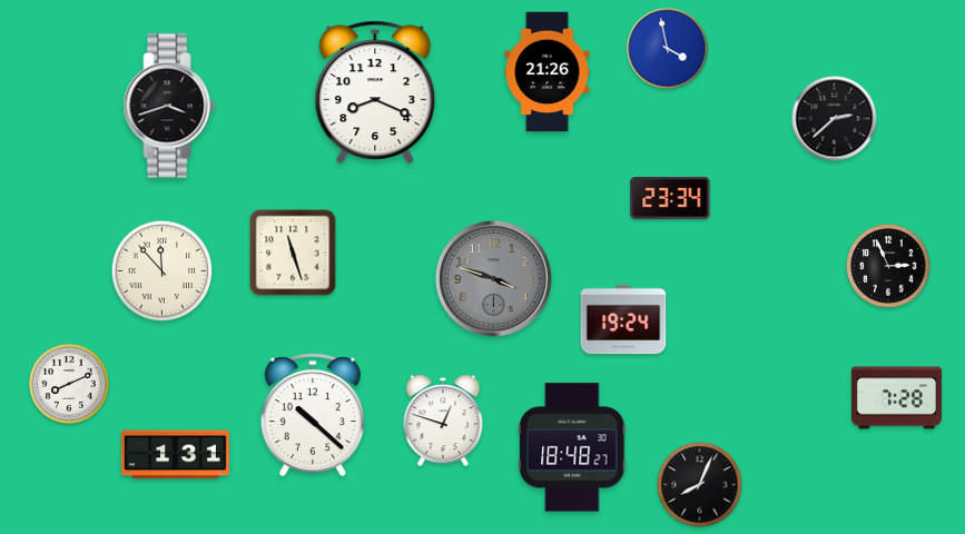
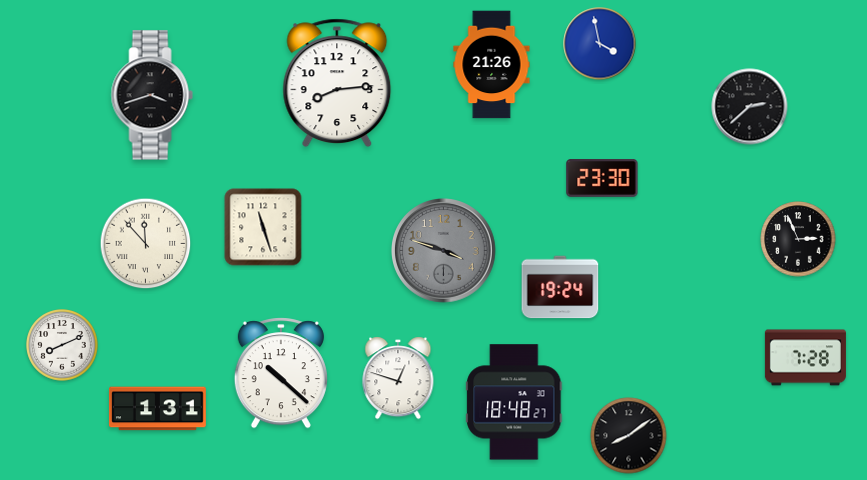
clock at (375, 92): 8:19 -> 8:14
clock at (670, 199): 23:34 -> 23:30
clock at (700, 485): 8:04 -> 8:09
